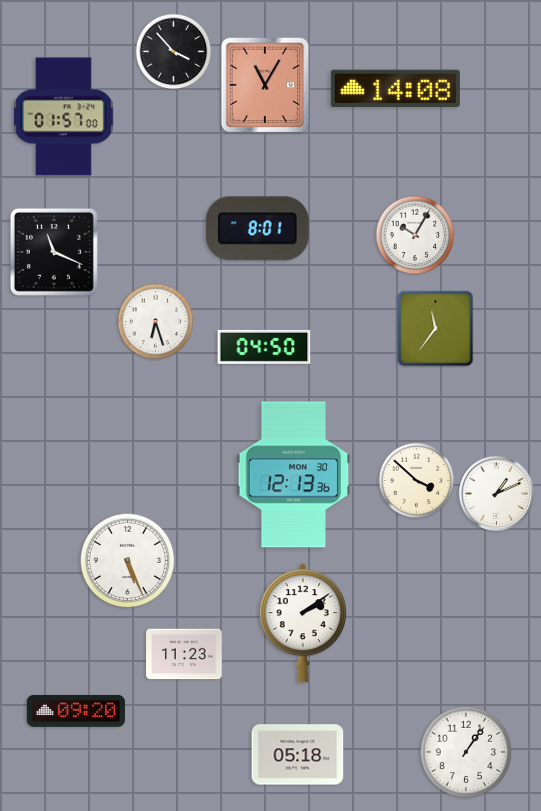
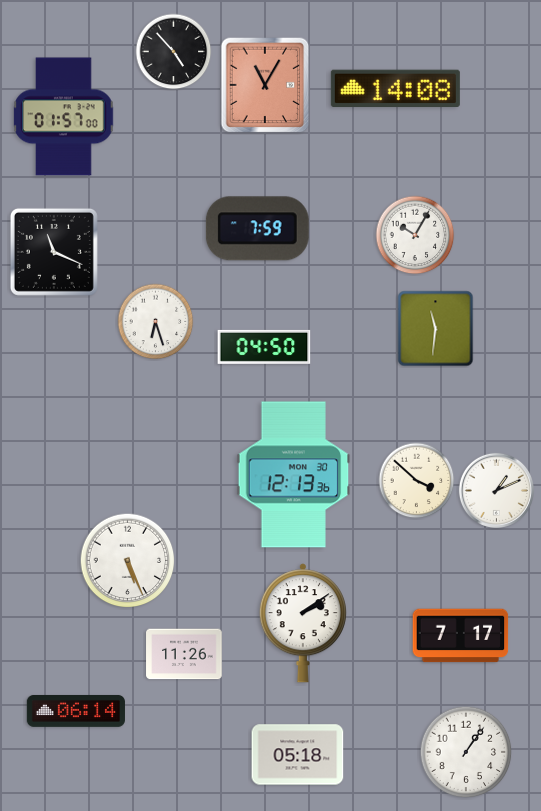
clock at (174, 52): 3:53 -> 4:53
clock at (257, 229): 8:01 -> 7:59
clock at (436, 329): 11:36 -> 11:31
clock at (496, 493) position: (496, 493) -> (496, 490)
clock at (461, 636): none -> 7:17
clock at (184, 654): 11:23 -> 11:26
clock at (75, 711): 09:20 -> 06:14
